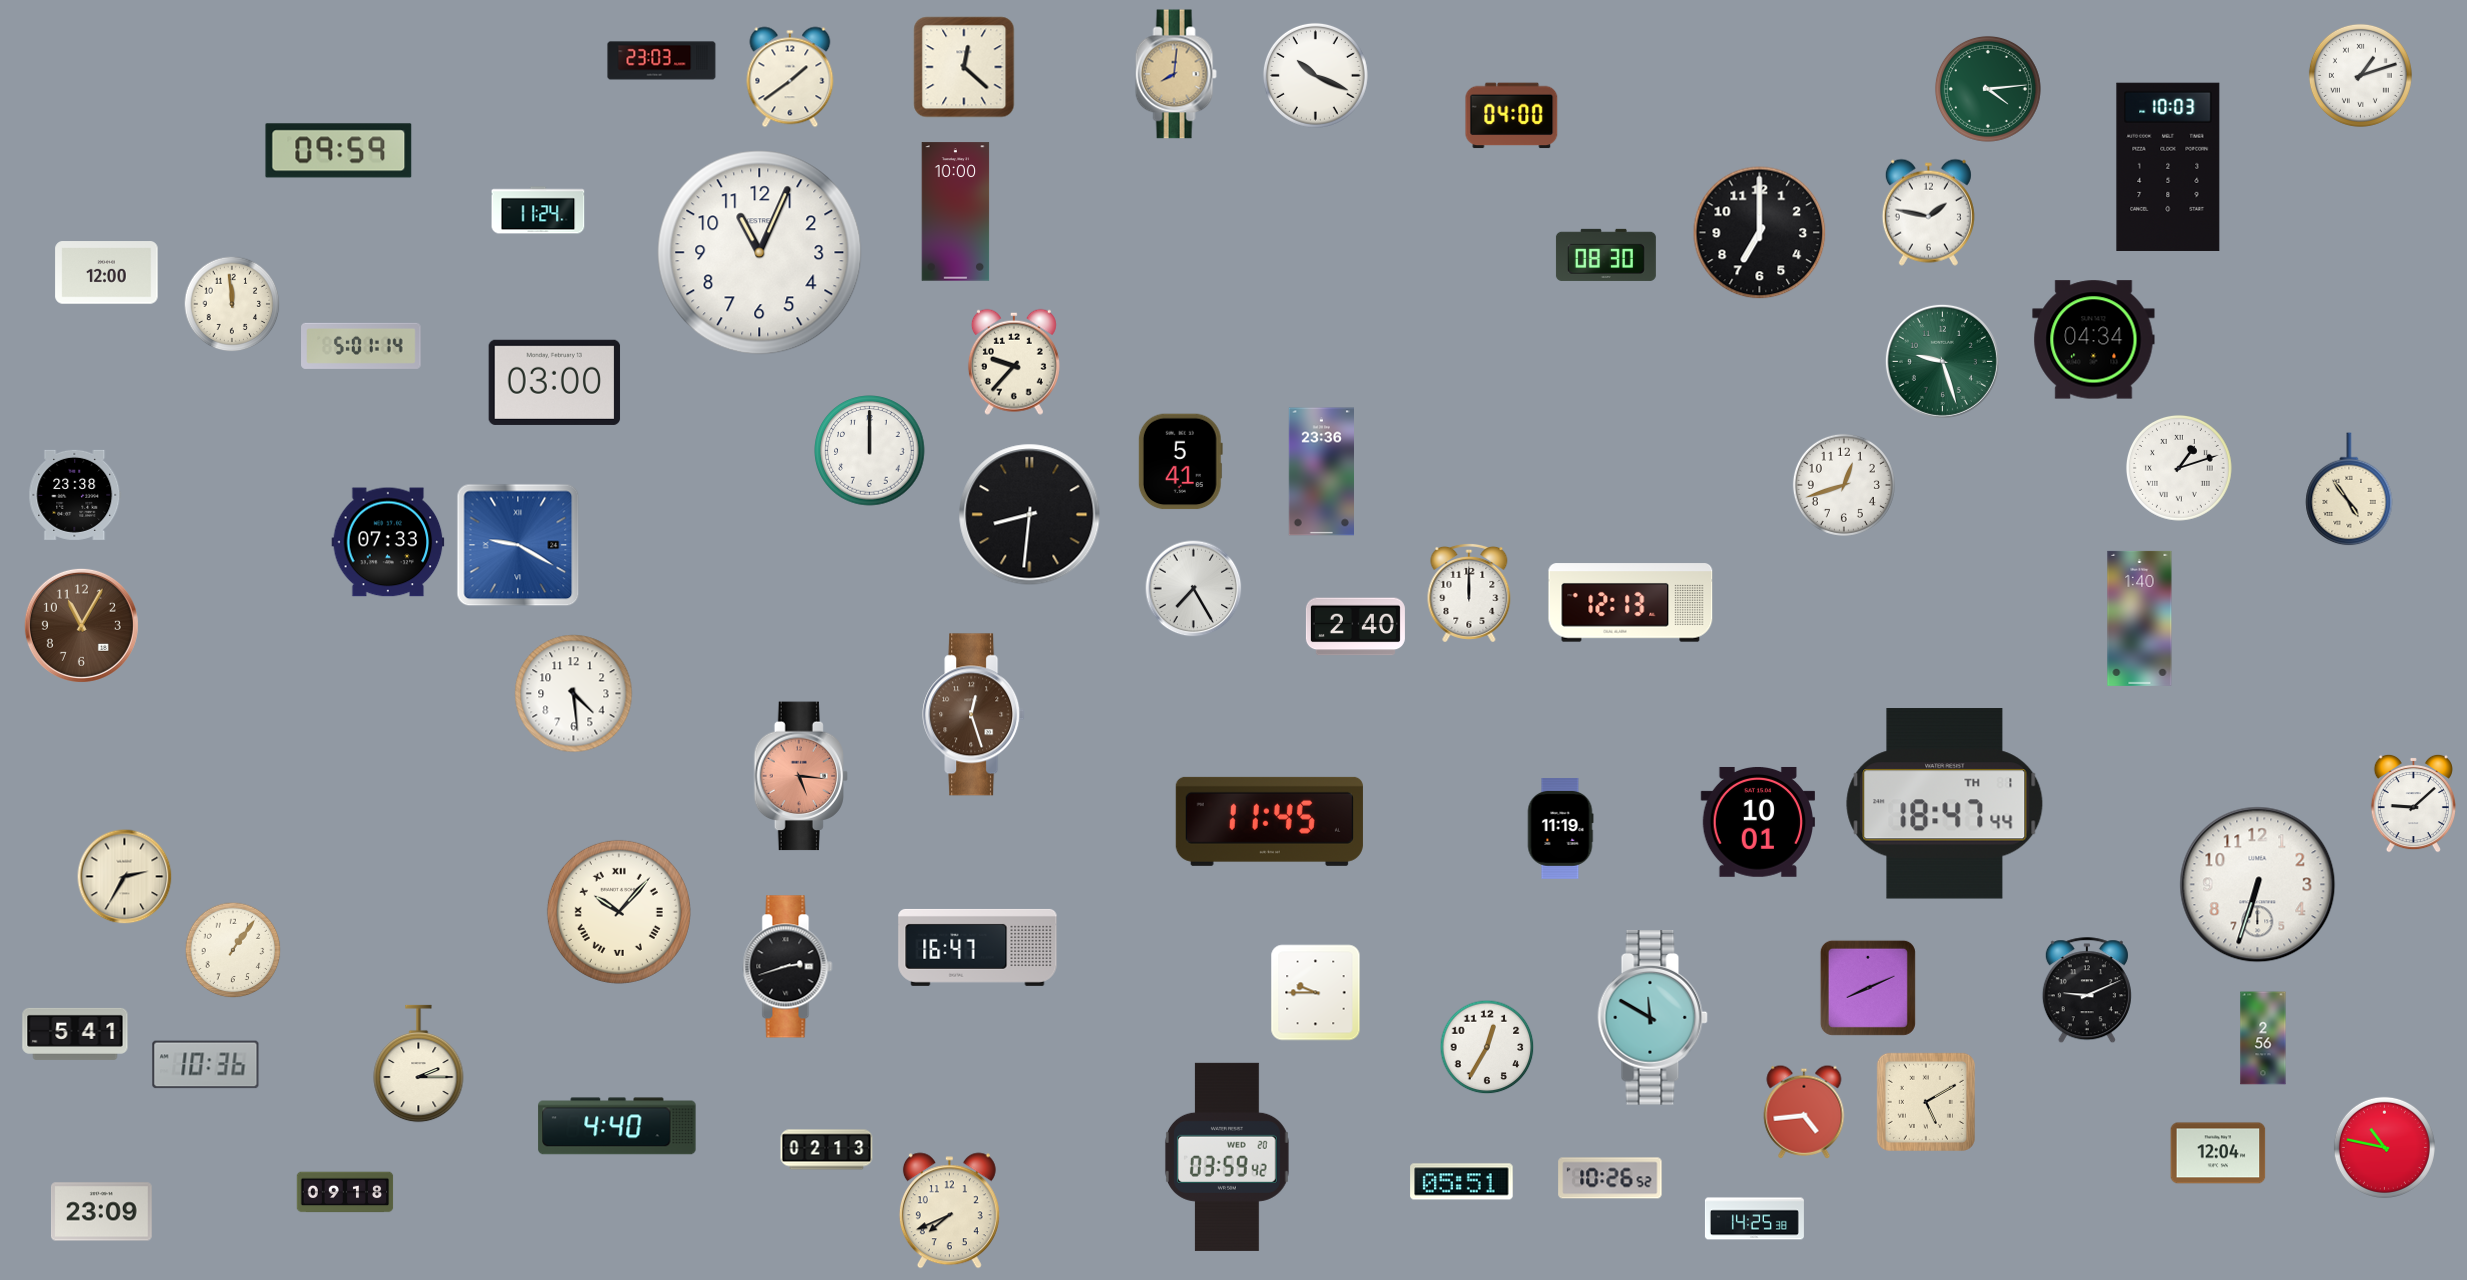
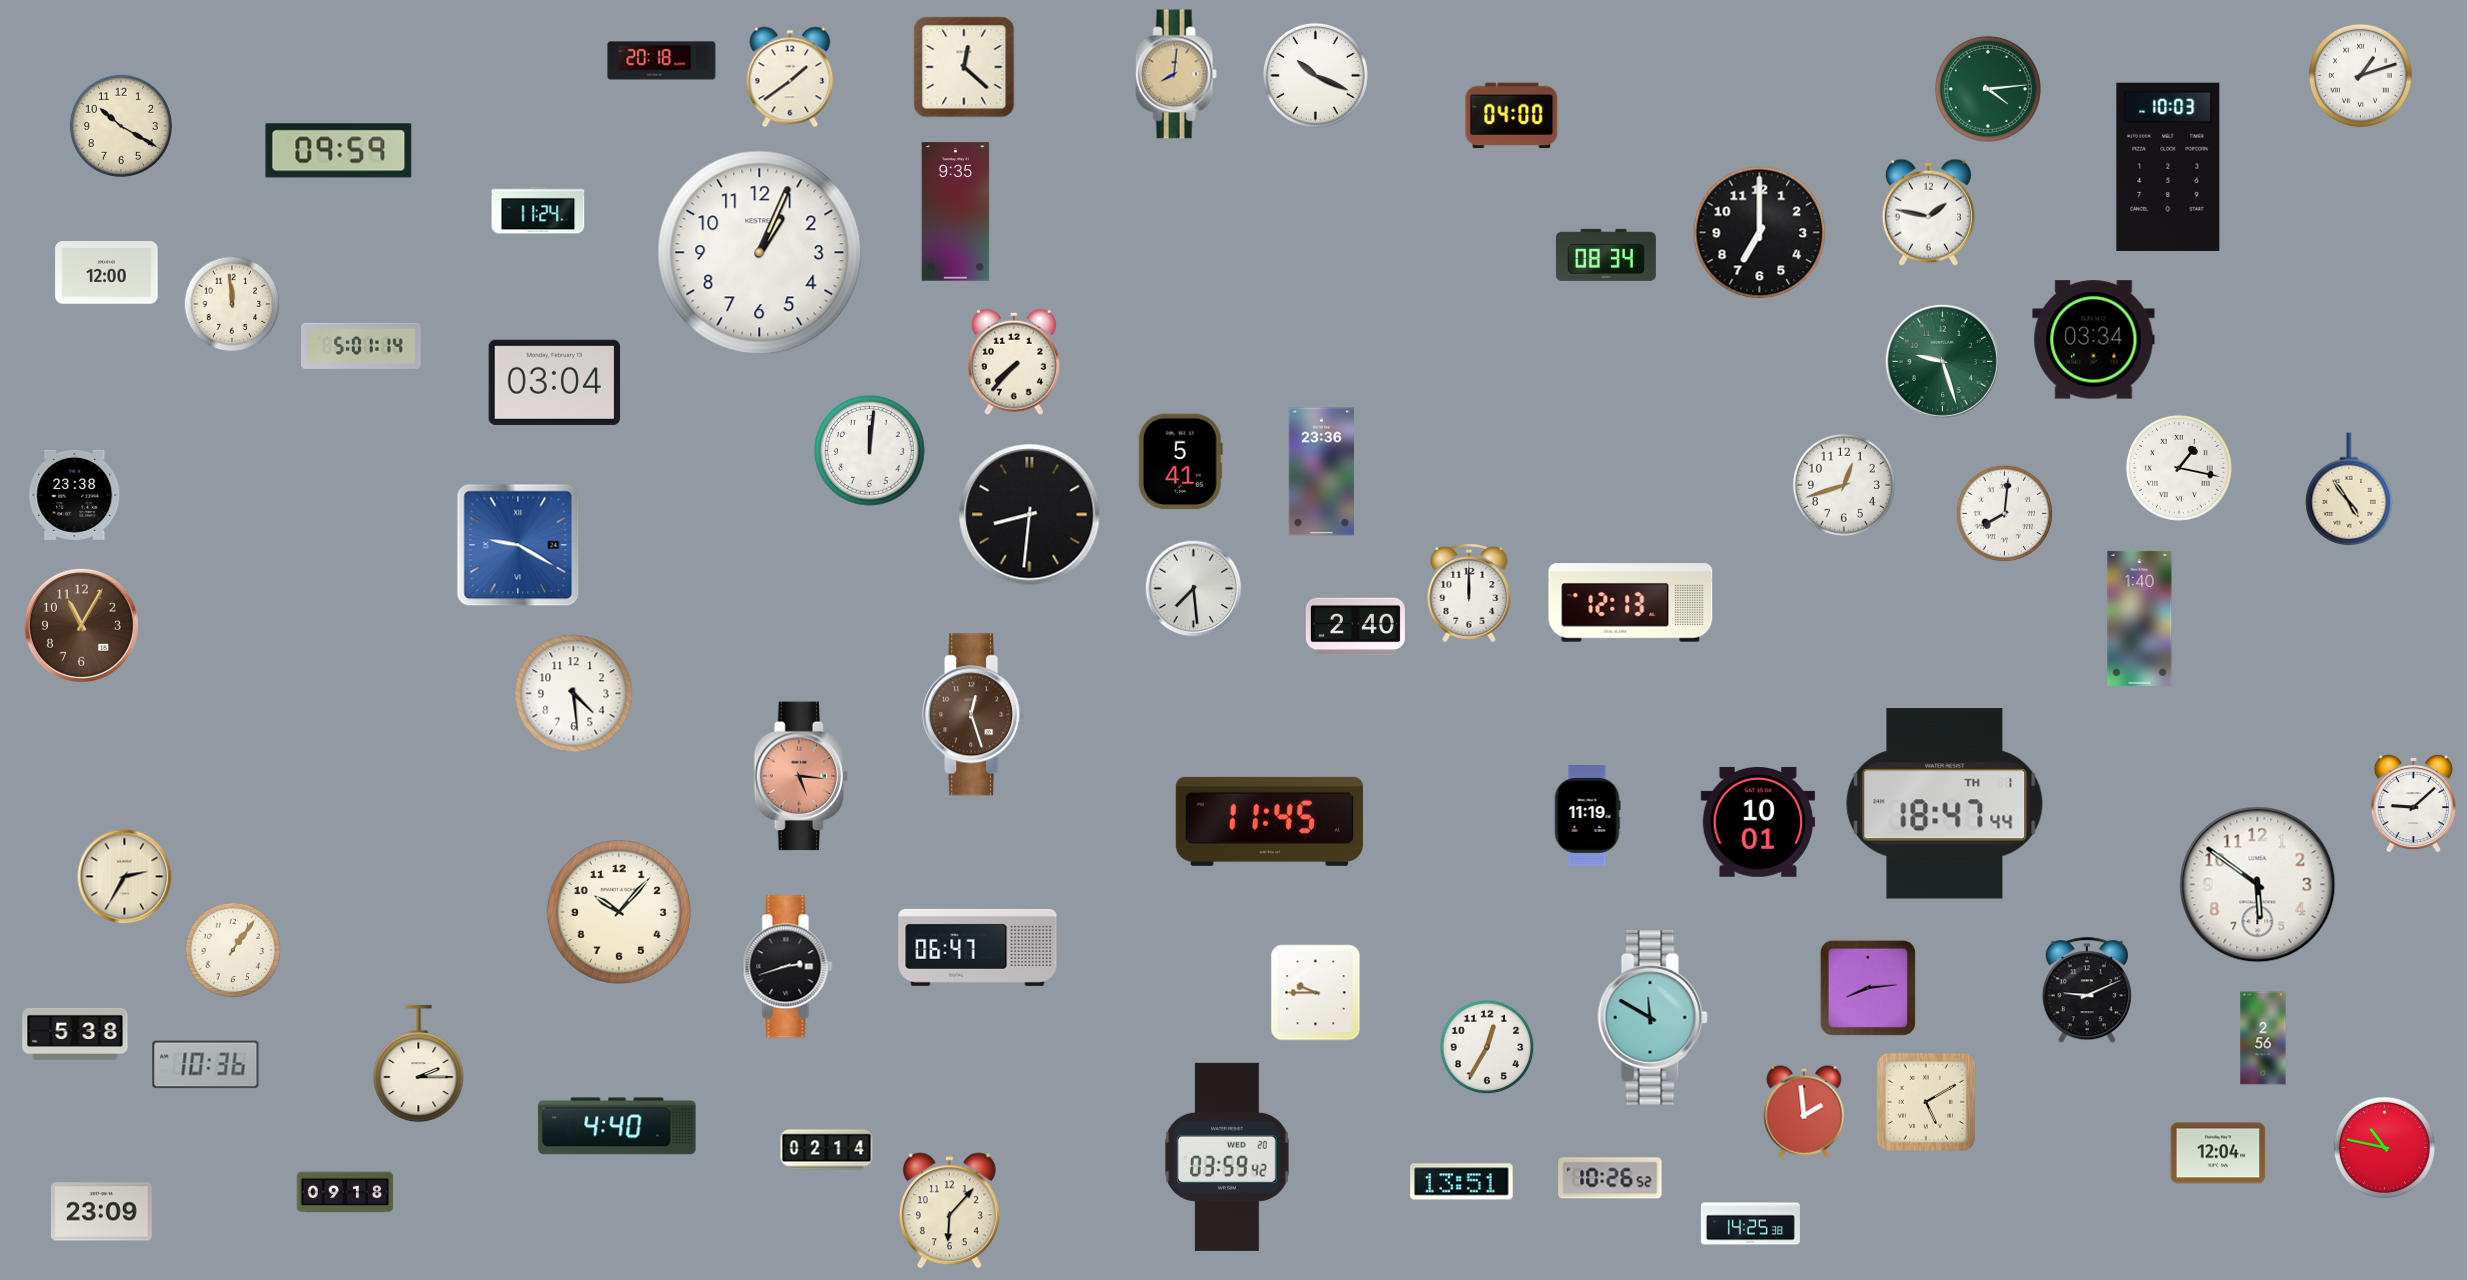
clock at (662, 61): 23:03 -> 20:18
clock at (121, 126): none -> 10:20
clock at (956, 212): 10:00 -> 9:35
clock at (760, 253): 11:04 -> 1:04
clock at (1606, 255): 08:30 -> 08:34
clock at (2094, 340): 04:34 -> 03:34
clock at (1014, 362): 9:37 -> 7:37
clock at (555, 382): 03:00 -> 03:04
clock at (870, 451): 12:00 -> 12:01
clock at (2179, 468): 1:12 -> 1:17
clock at (2005, 514): none -> 8:01
clock at (388, 542): 07:33 -> none
clock at (1194, 589): 7:25 -> 7:29
clock at (1560, 829) position: (1560, 829) -> (1587, 816)
clock at (2258, 885): 6:33 -> 5:51
clock at (619, 912) numerals: Roman -> Arabic
clock at (978, 947): 16:47 -> 06:47
clock at (1868, 988): 8:11 -> 8:14
clock at (75, 1034): 5:41 -> 5:38
clock at (1804, 1112): 4:44 -> 1:59
clock at (827, 1150): 02:13 -> 02:14
clock at (1462, 1182): 05:51 -> 13:51
clock at (949, 1211): 7:41 -> 6:07
clock at (1754, 1219) position: (1754, 1219) -> (1750, 1224)
